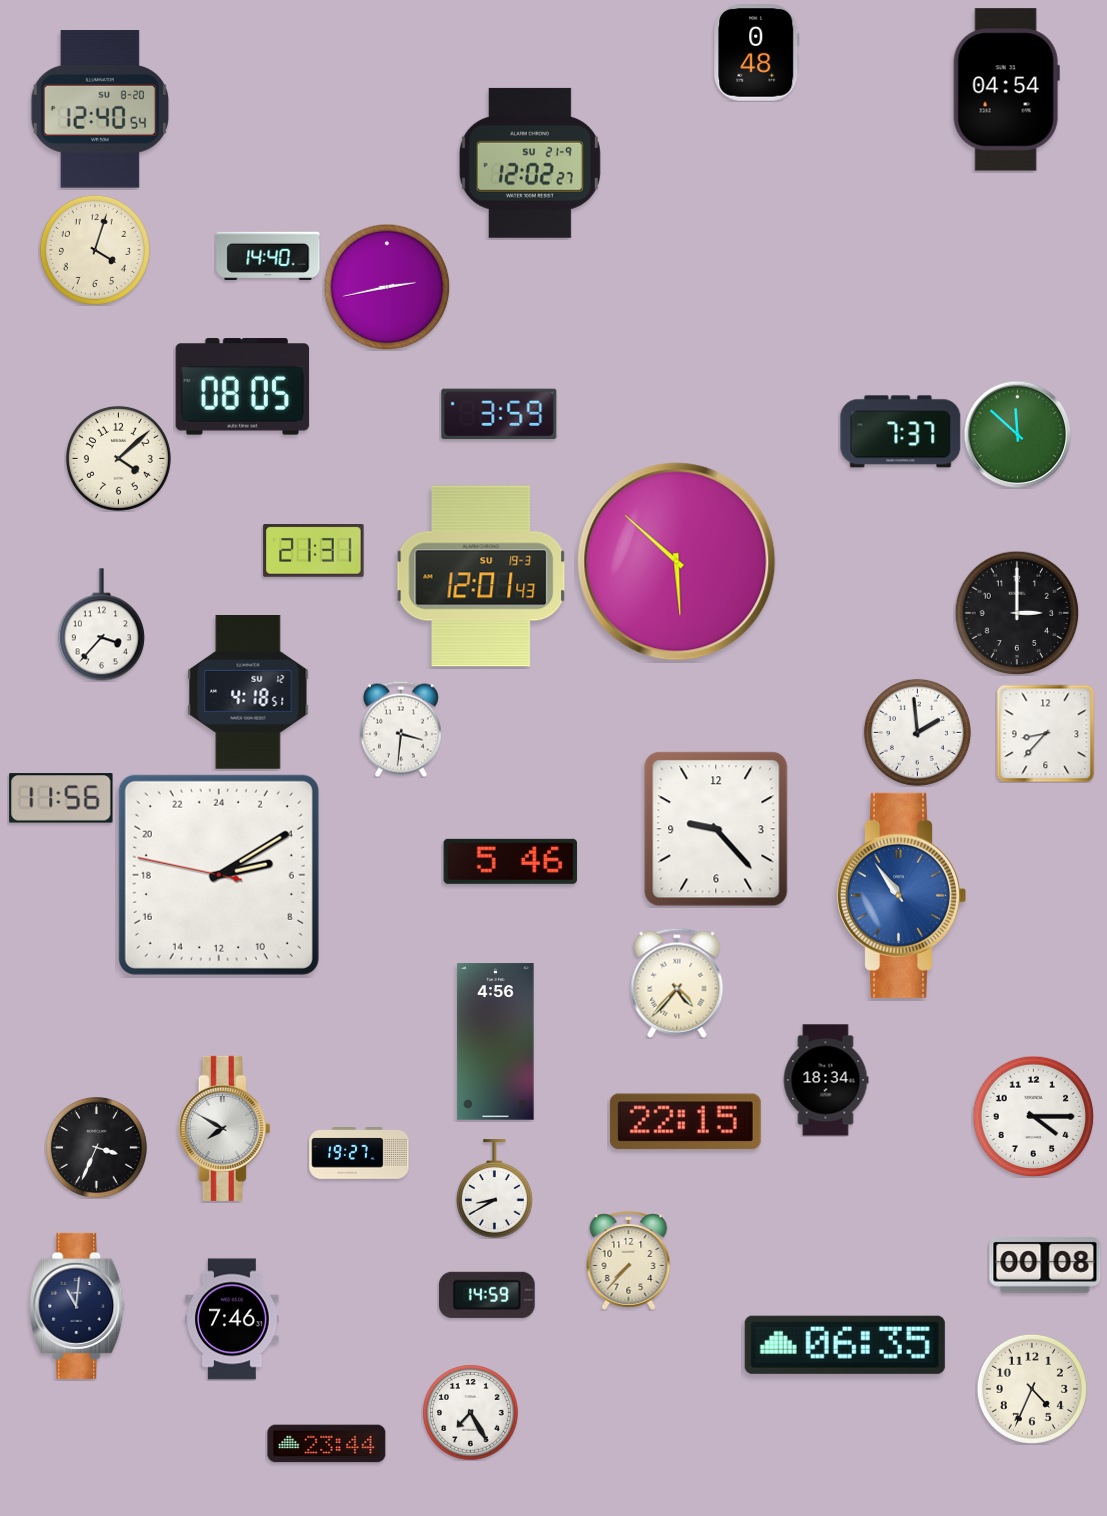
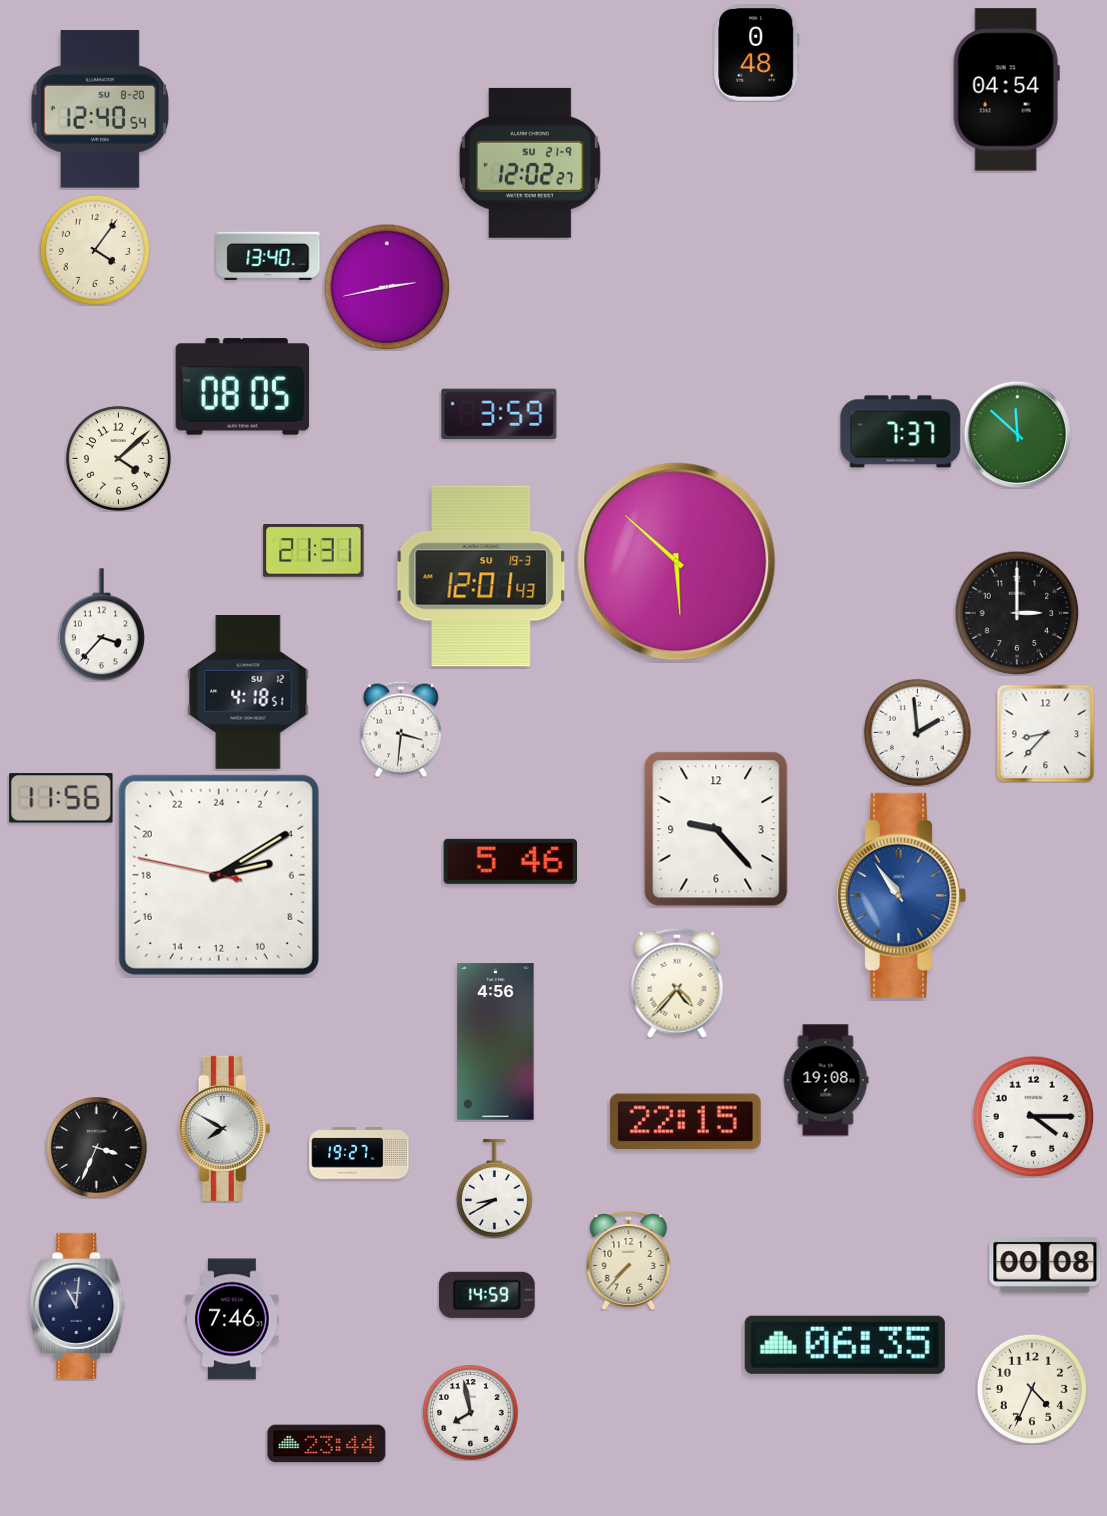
clock at (95, 250): 4:03 -> 4:06
clock at (268, 256): 14:40 -> 13:40
clock at (826, 1080): 18:34 -> 19:08
clock at (470, 1412): 7:25 -> 7:58
